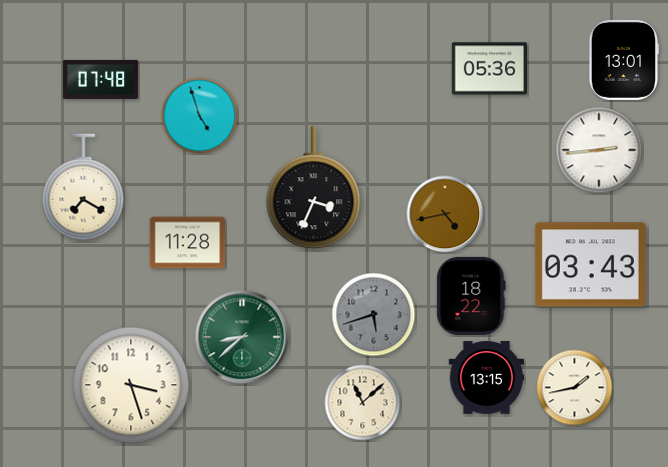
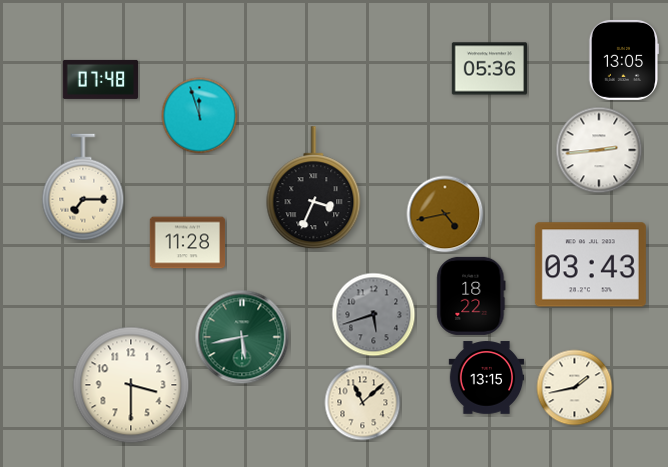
clock at (623, 60): 13:01 -> 13:05
clock at (200, 116): 4:57 -> 11:57
clock at (83, 187): 7:20 -> 7:15
clock at (242, 337): 8:38 -> 5:43
clock at (131, 385): 3:27 -> 3:30
